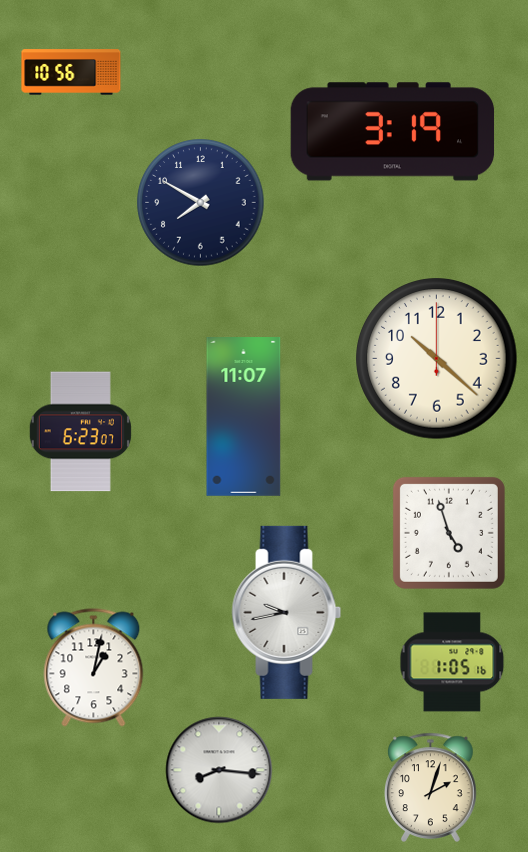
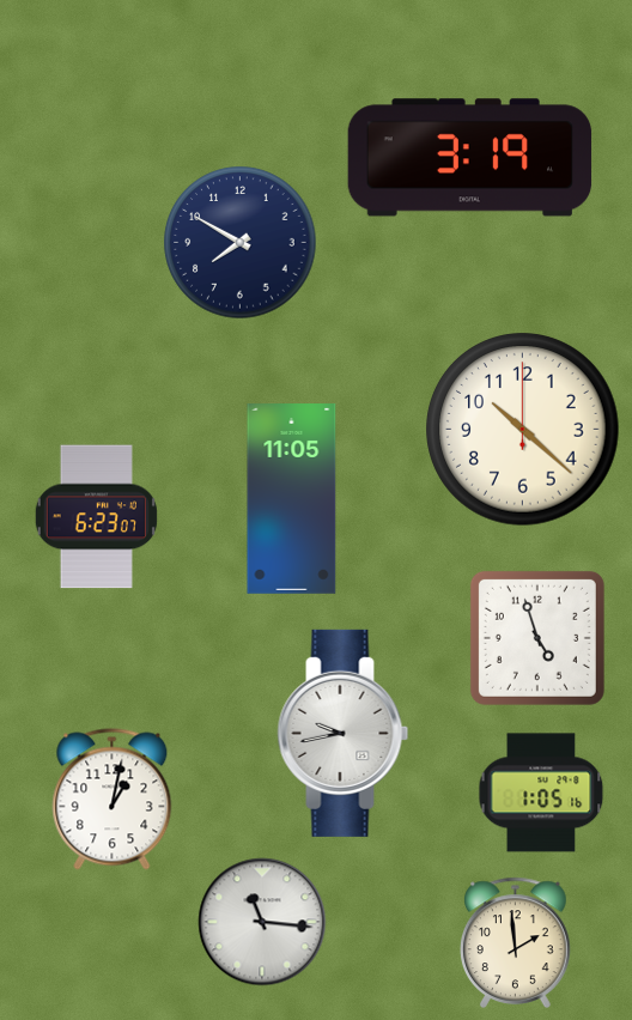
clock at (71, 72): 10:56 -> none
clock at (244, 417): 11:07 -> 11:05
clock at (219, 770): 8:16 -> 11:16
clock at (431, 787): 2:03 -> 1:59
